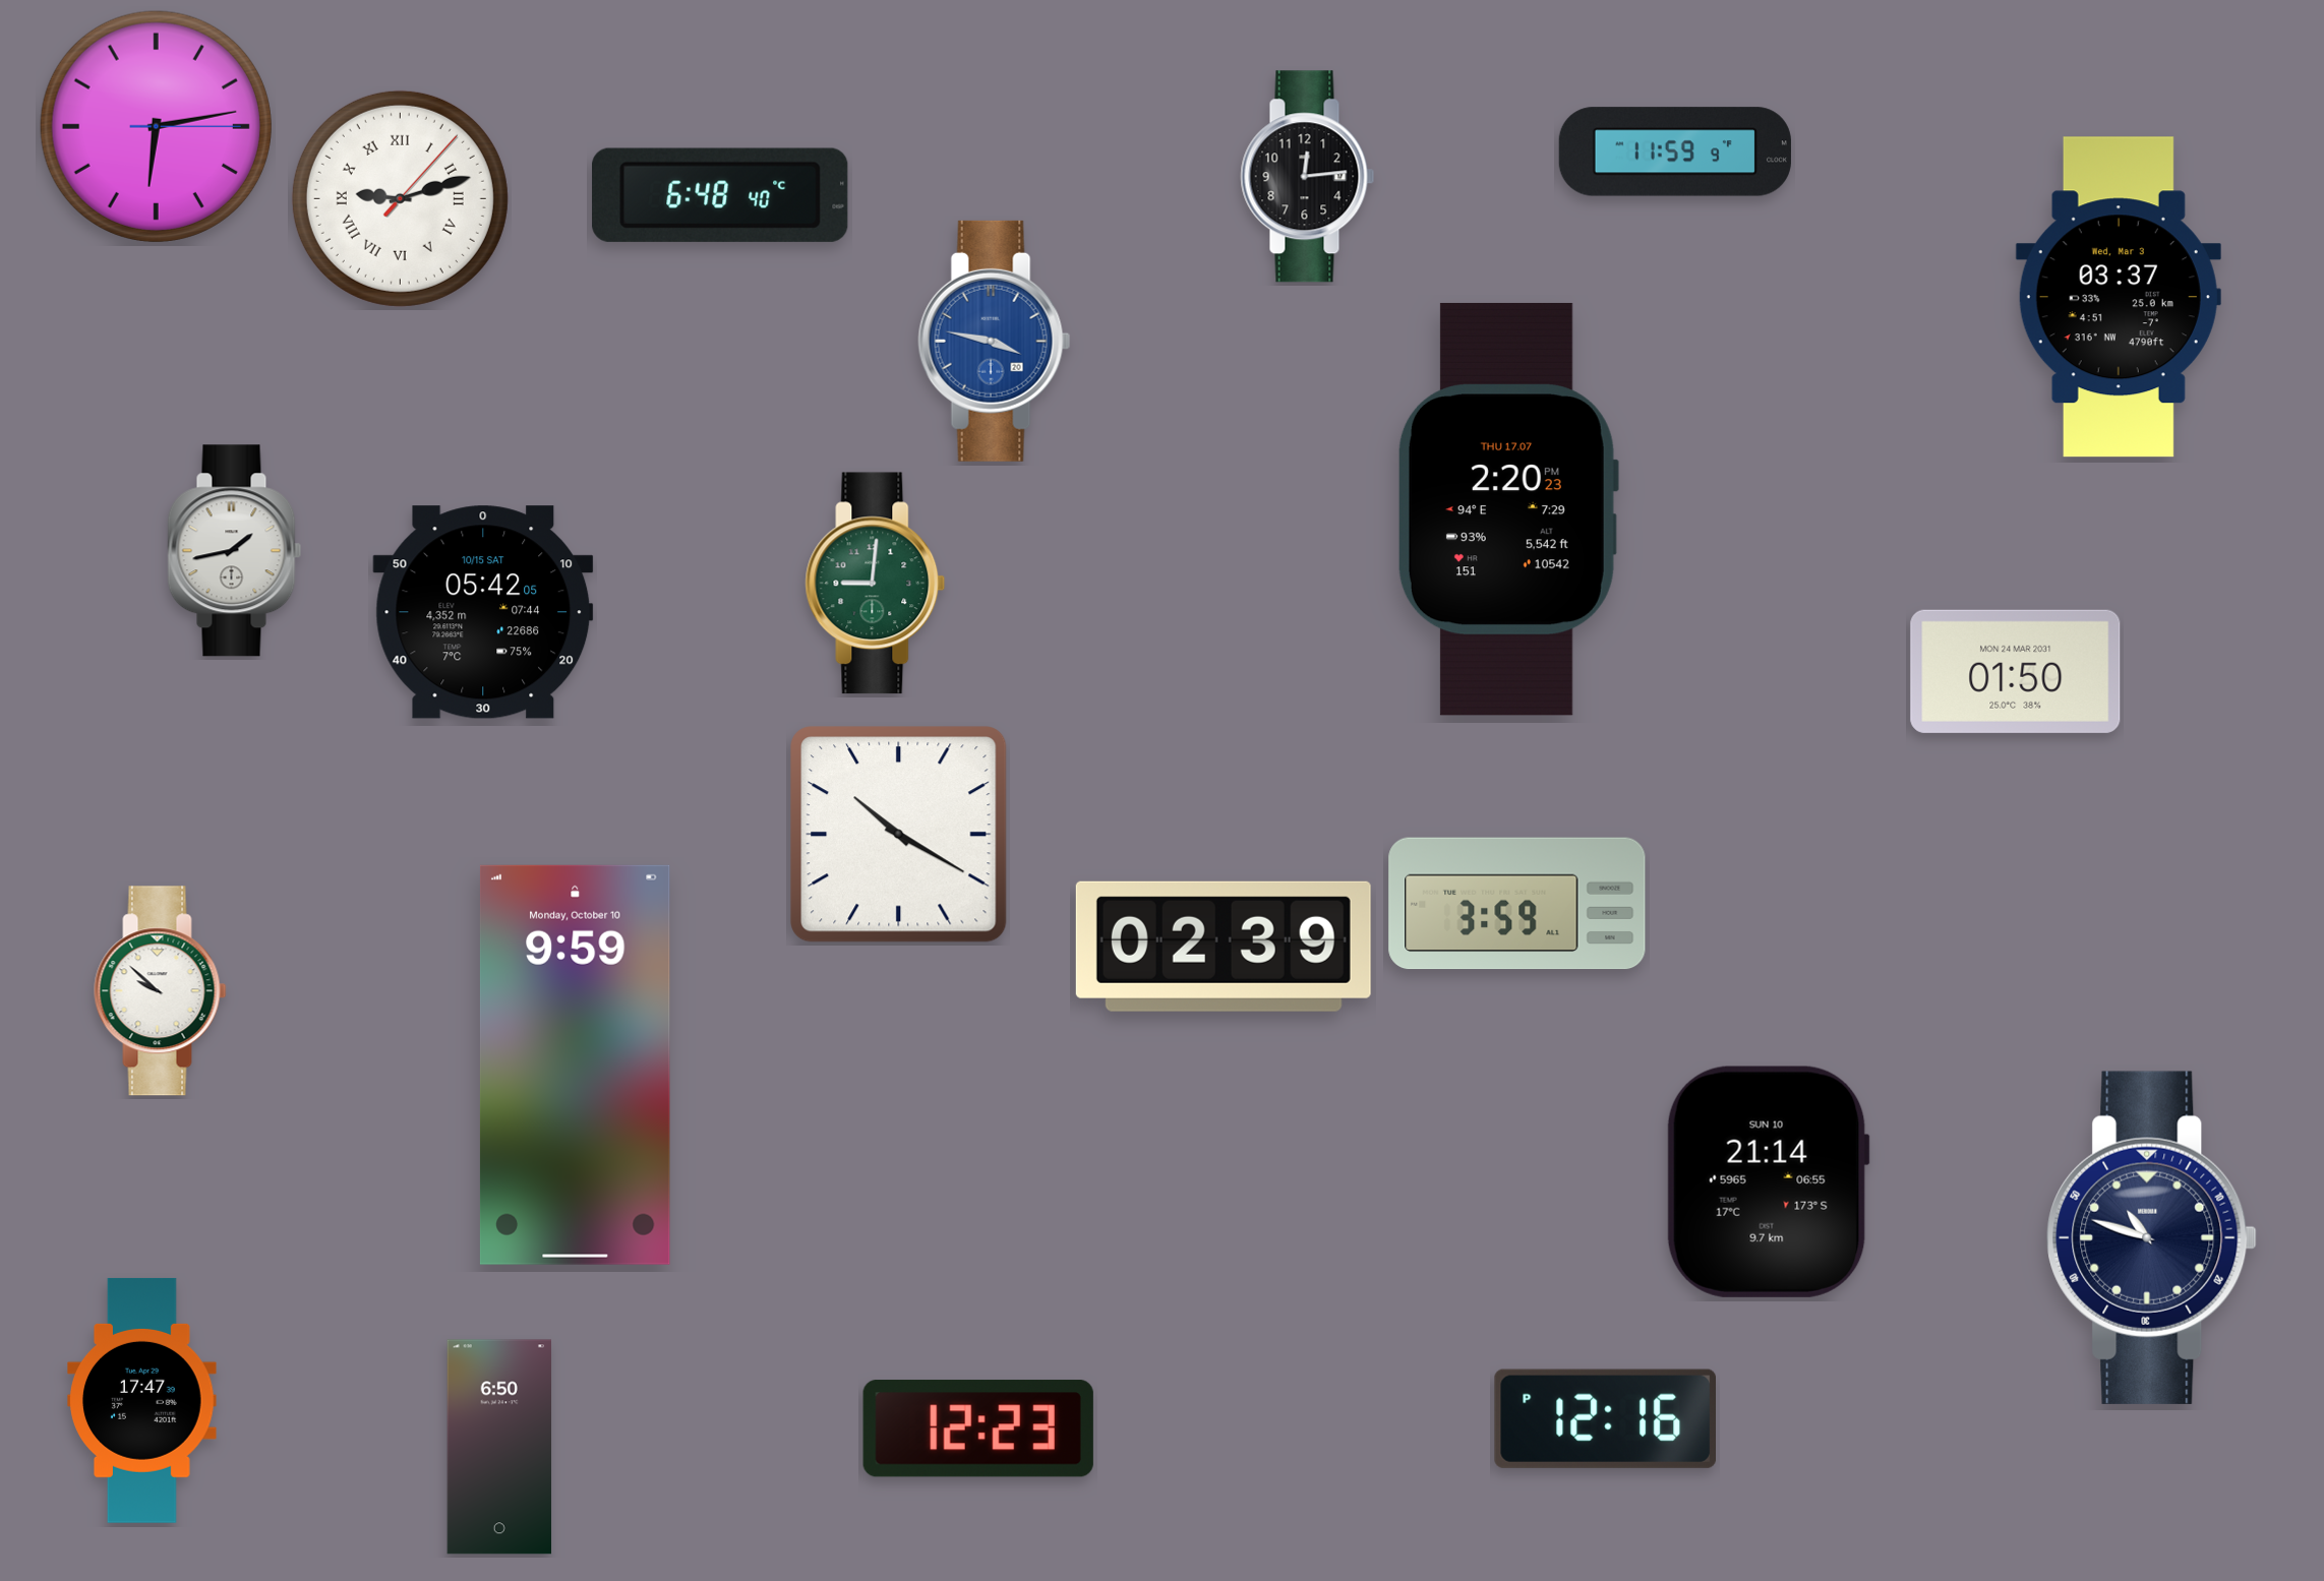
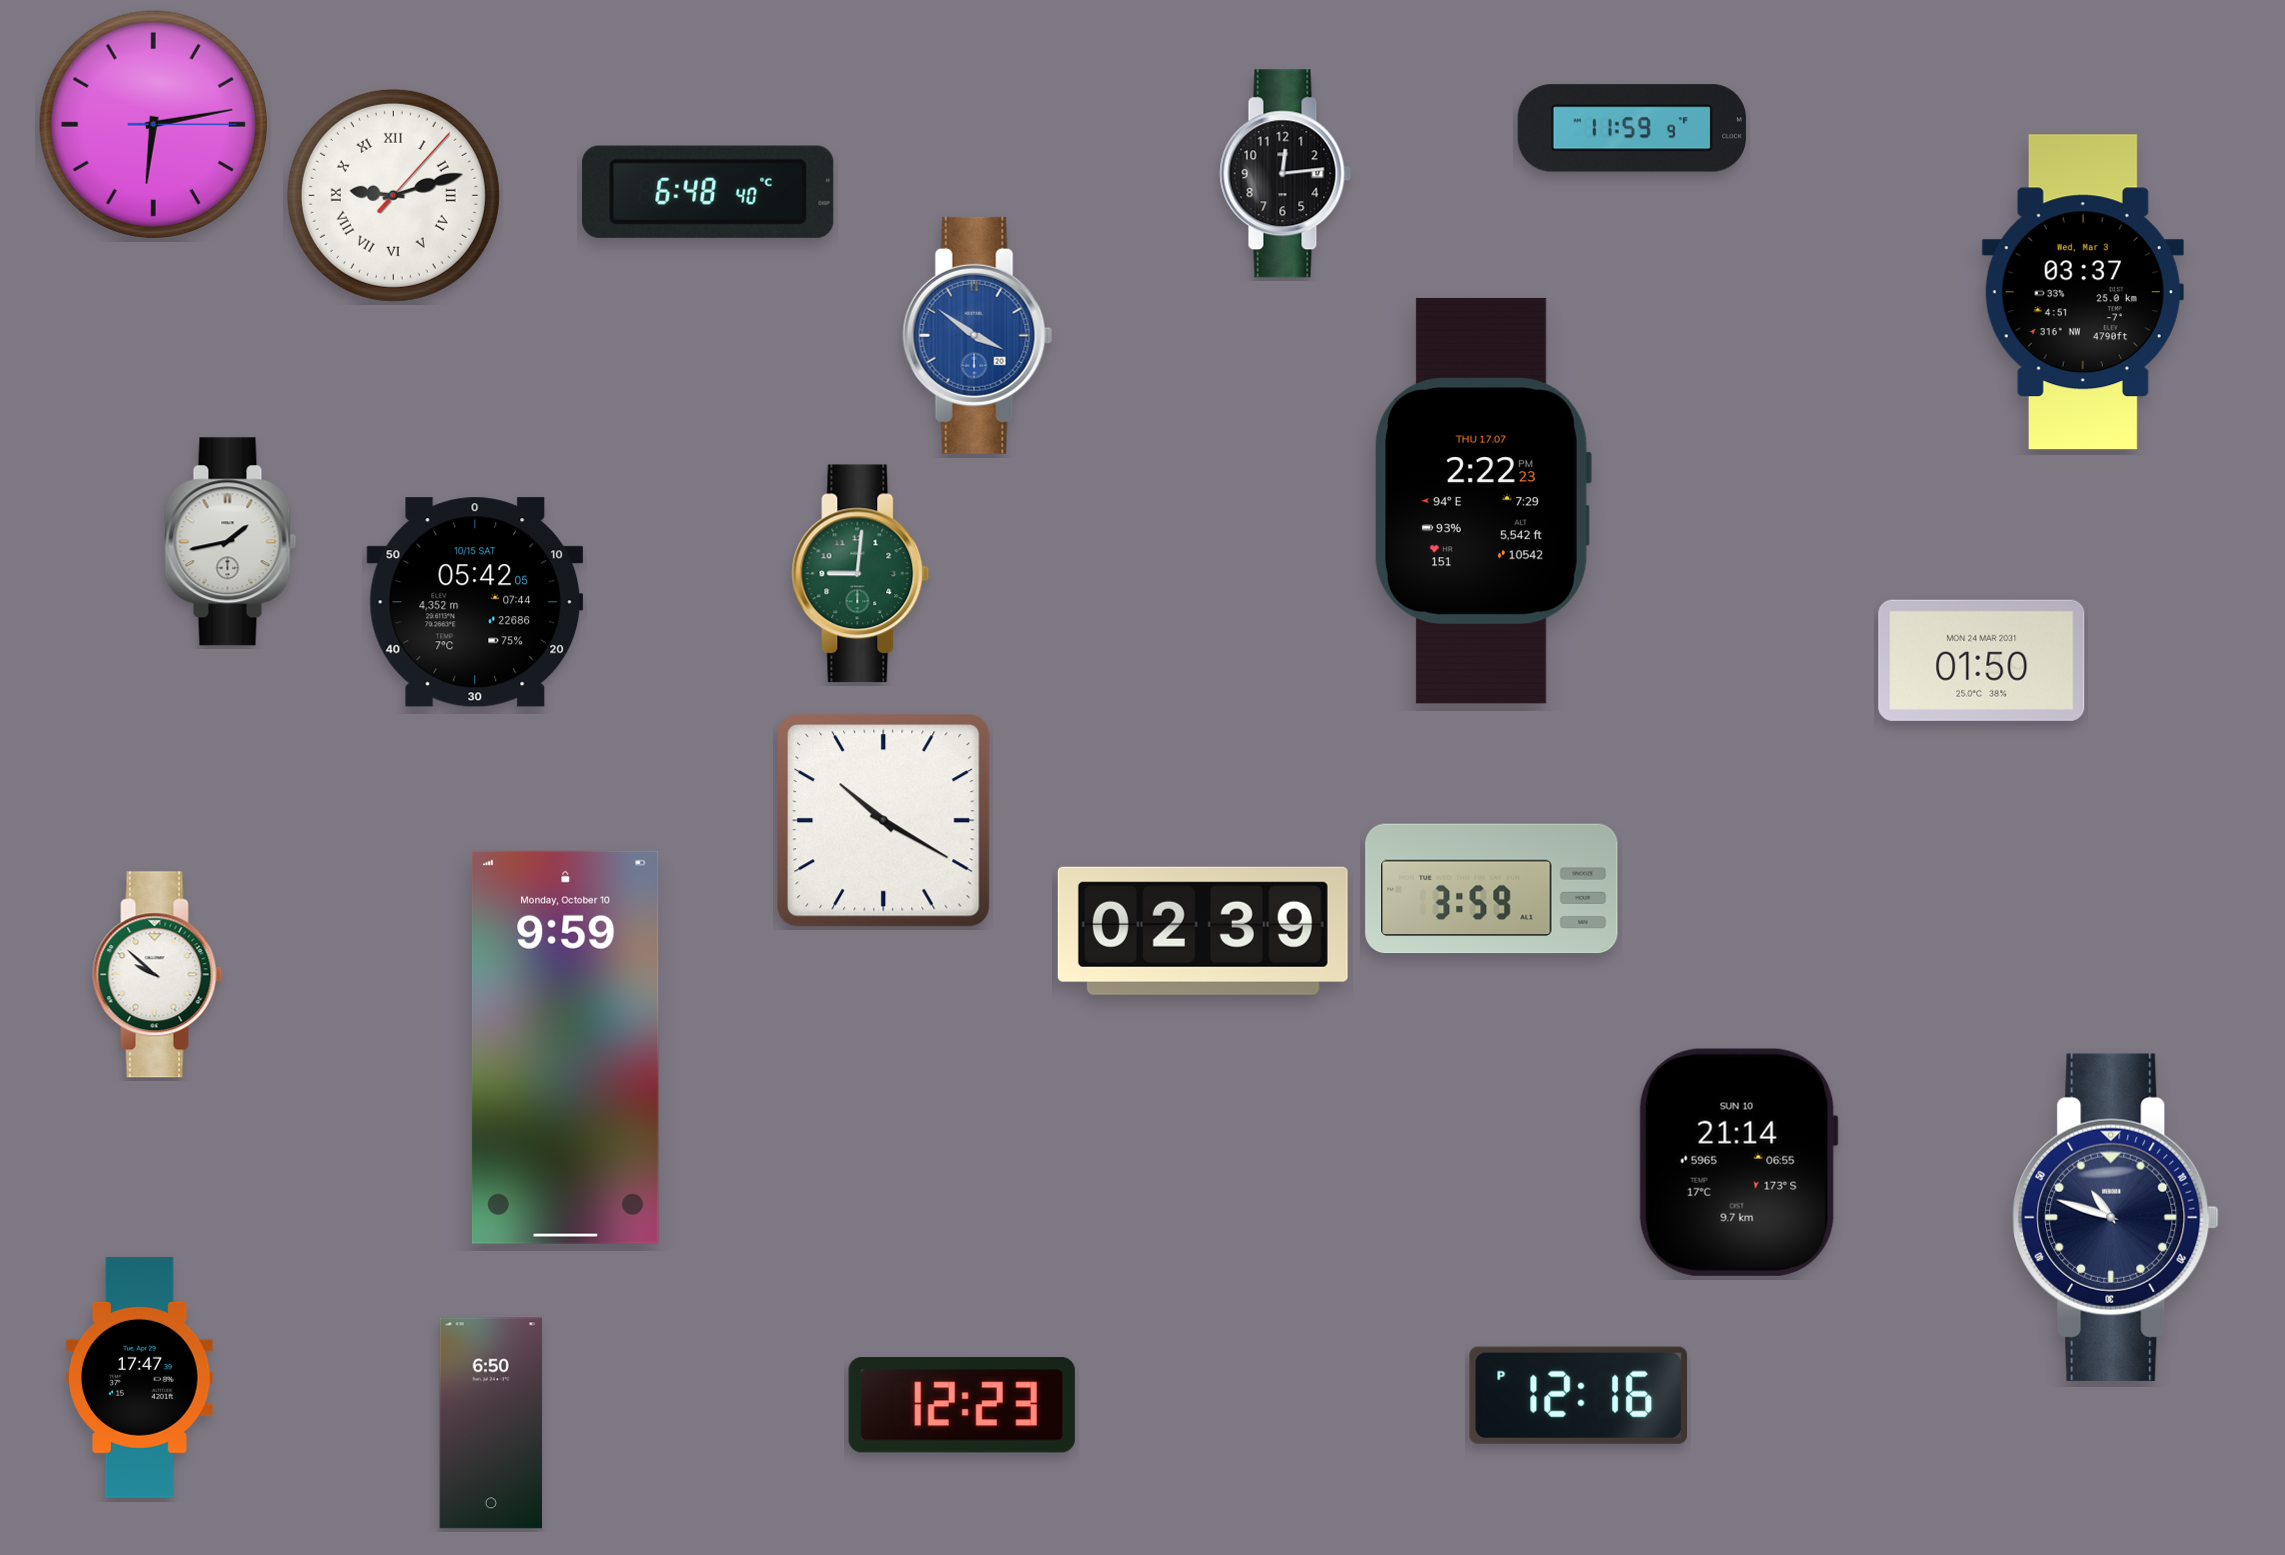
clock at (1675, 151) position: (1675, 151) -> (1632, 128)
clock at (995, 341): 3:47 -> 3:51
clock at (1507, 509): 2:20 -> 2:22
